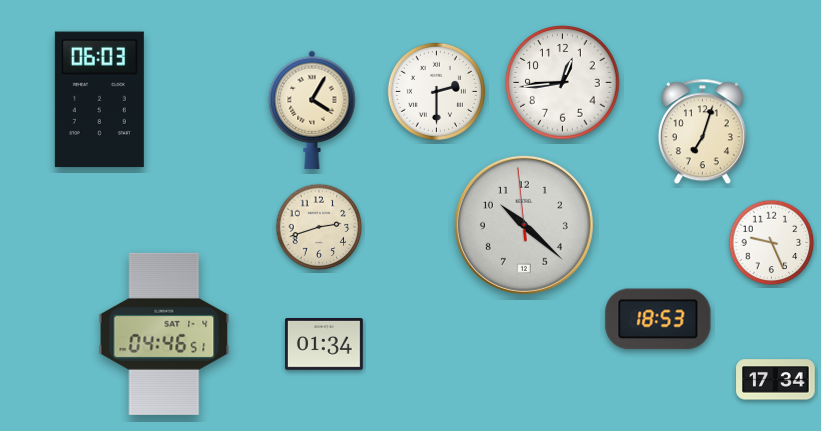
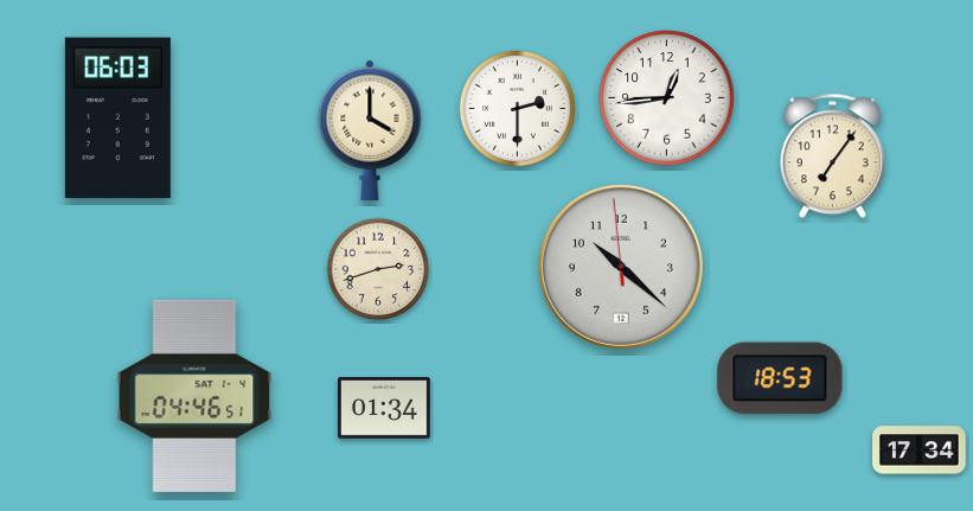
clock at (312, 110): 4:05 -> 4:00
clock at (702, 132): 7:03 -> 7:06
clock at (772, 243): 9:26 -> none
